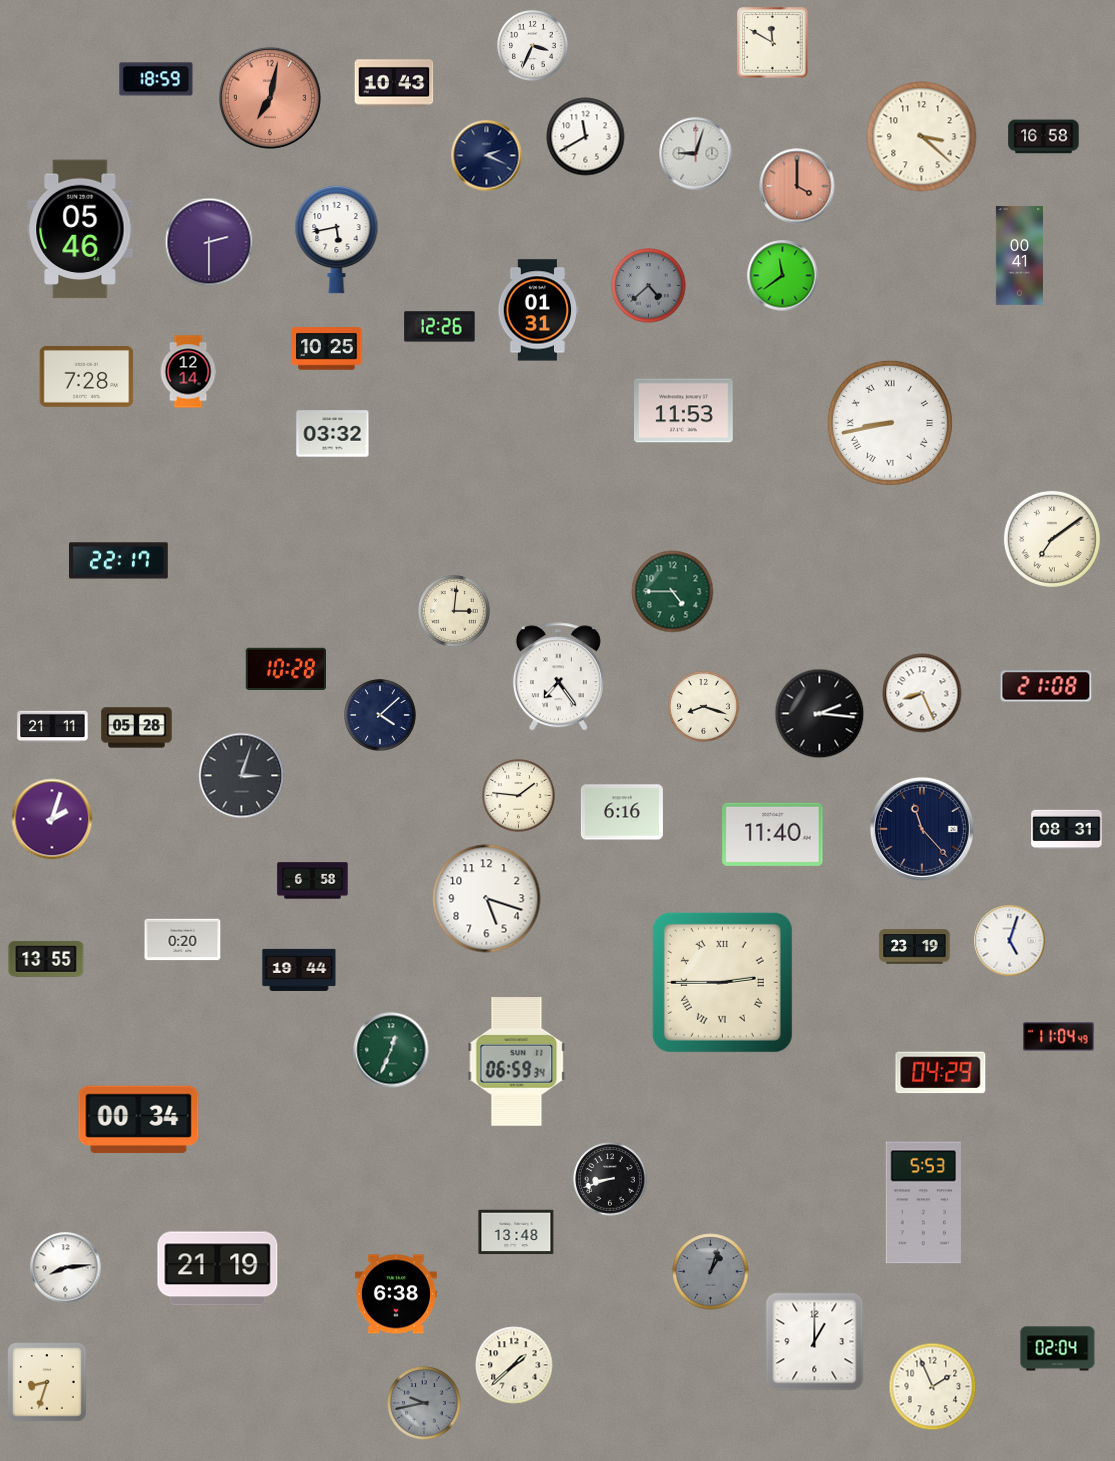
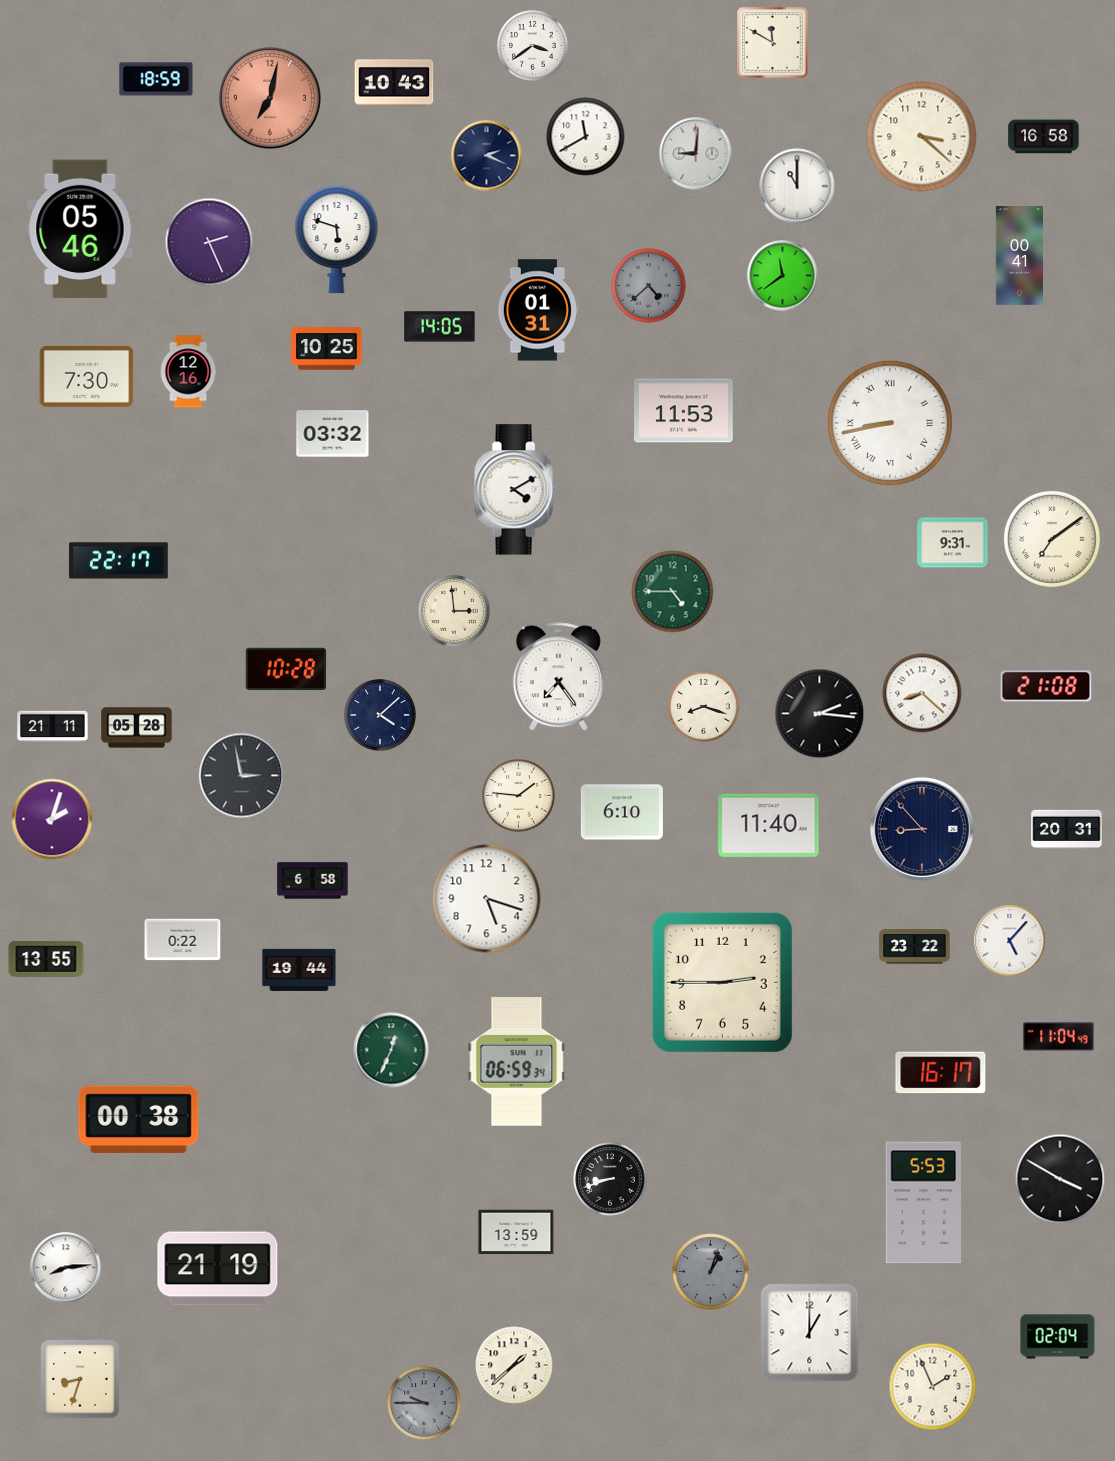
clock at (532, 45): 3:34 -> 3:39
clock at (696, 154): 9:03 -> 9:01
clock at (797, 186): 4:00 -> 11:00
clock at (797, 186) dial: salmon -> white
clock at (337, 239): 5:43 -> 5:48
clock at (209, 242): 2:30 -> 2:26
clock at (440, 327): 12:26 -> 14:05
clock at (188, 372): 12:14 -> 12:16
clock at (87, 376): 7:28 -> 7:30
clock at (515, 490): none -> 4:10
clock at (953, 543): none -> 9:31
clock at (455, 612): 3:01 -> 2:59
clock at (922, 693): 8:26 -> 8:22
clock at (242, 776): 3:03 -> 2:58
clock at (622, 812): 6:16 -> 6:10
clock at (922, 829): 11:23 -> 8:53
clock at (1067, 830): 08:31 -> 20:31
clock at (773, 834) position: (773, 834) -> (769, 825)
clock at (183, 940): 0:20 -> 0:22
clock at (1010, 941): 5:03 -> 5:07
clock at (915, 947): 23:19 -> 23:22
clock at (722, 982) numerals: Roman -> Arabic
clock at (941, 1073): 04:29 -> 16:17
clock at (139, 1120): 00:34 -> 00:38
clock at (1060, 1179): none -> 3:50
clock at (516, 1232): 13:48 -> 13:59
clock at (396, 1294): 6:38 -> none
clock at (815, 1342) position: (815, 1342) -> (810, 1333)
clock at (1058, 1349) position: (1058, 1349) -> (1058, 1337)
clock at (47, 1382) position: (47, 1382) -> (80, 1379)
clock at (424, 1403): 9:43 -> 9:45
